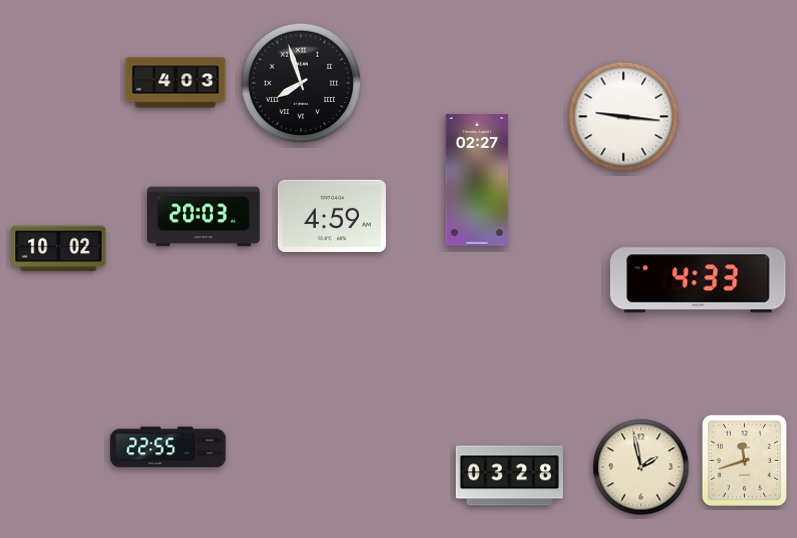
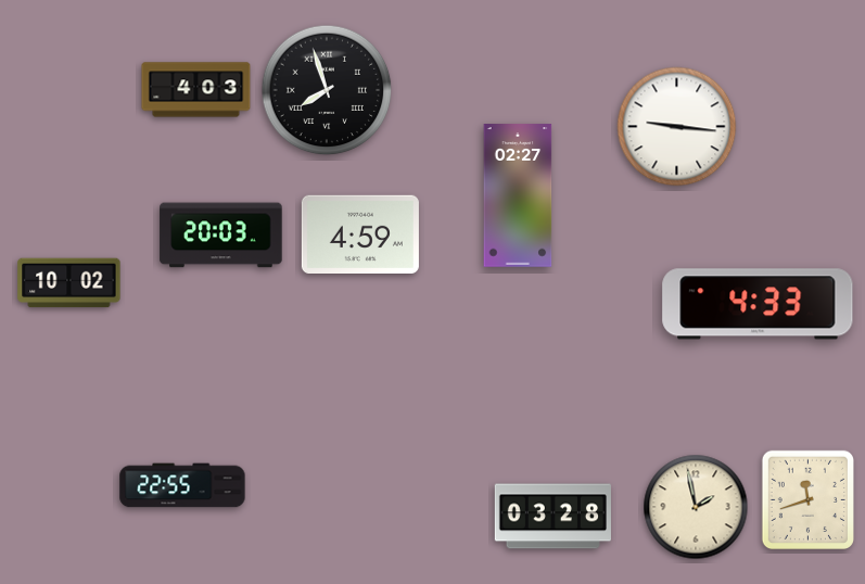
clock at (176, 83) position: (176, 83) -> (196, 90)
clock at (59, 249) position: (59, 249) -> (69, 283)
